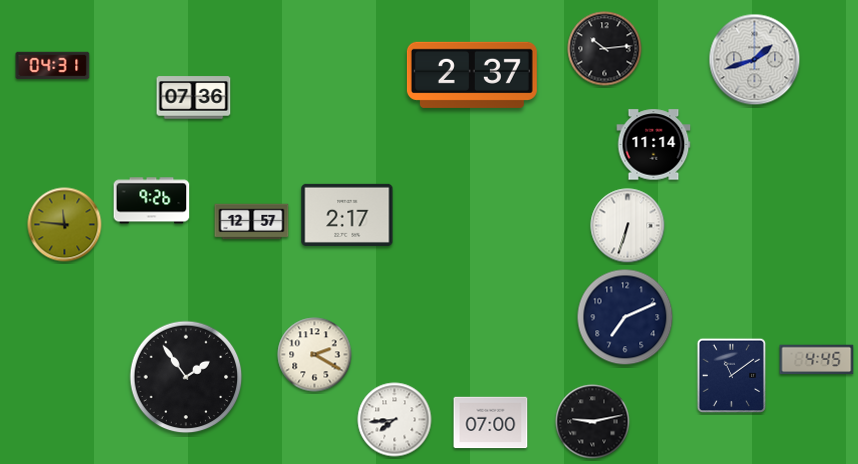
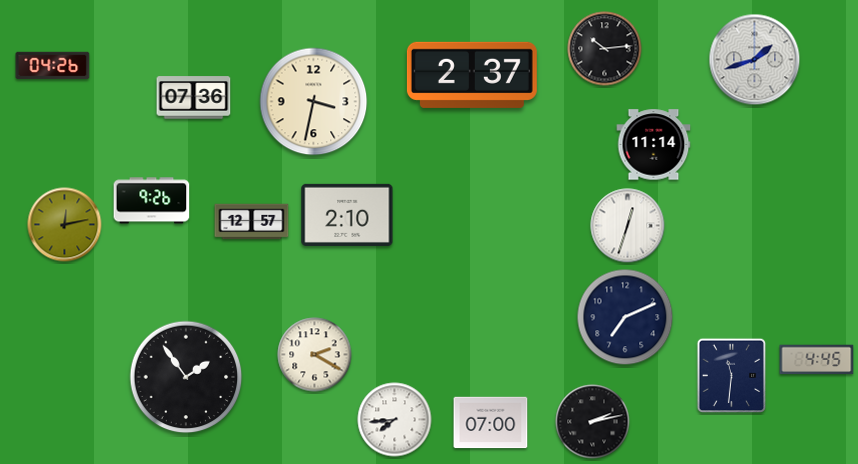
clock at (53, 66): 04:31 -> 04:26
clock at (314, 102): none -> 3:32
clock at (347, 215): 2:17 -> 2:10
clock at (65, 225): 11:46 -> 12:13
clock at (628, 226): 6:33 -> 12:33
clock at (732, 376): 11:09 -> 11:31
clock at (593, 422): 9:13 -> 2:13
